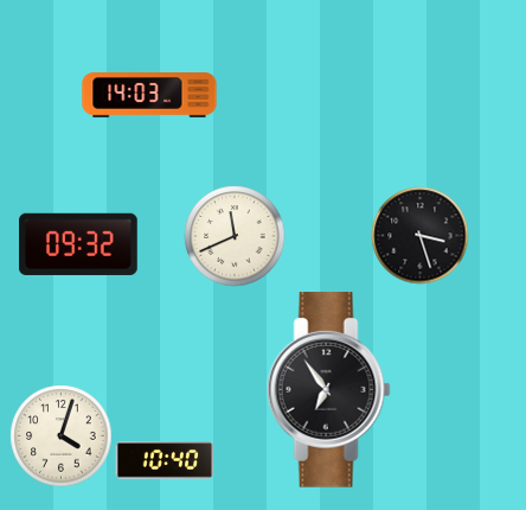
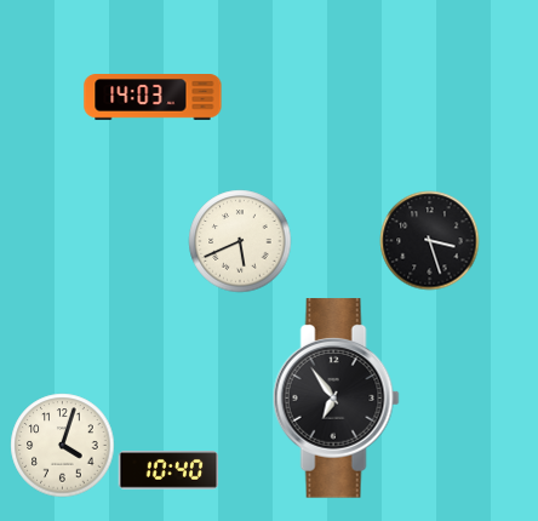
clock at (235, 236): 11:41 -> 5:41
clock at (79, 244): 09:32 -> none
